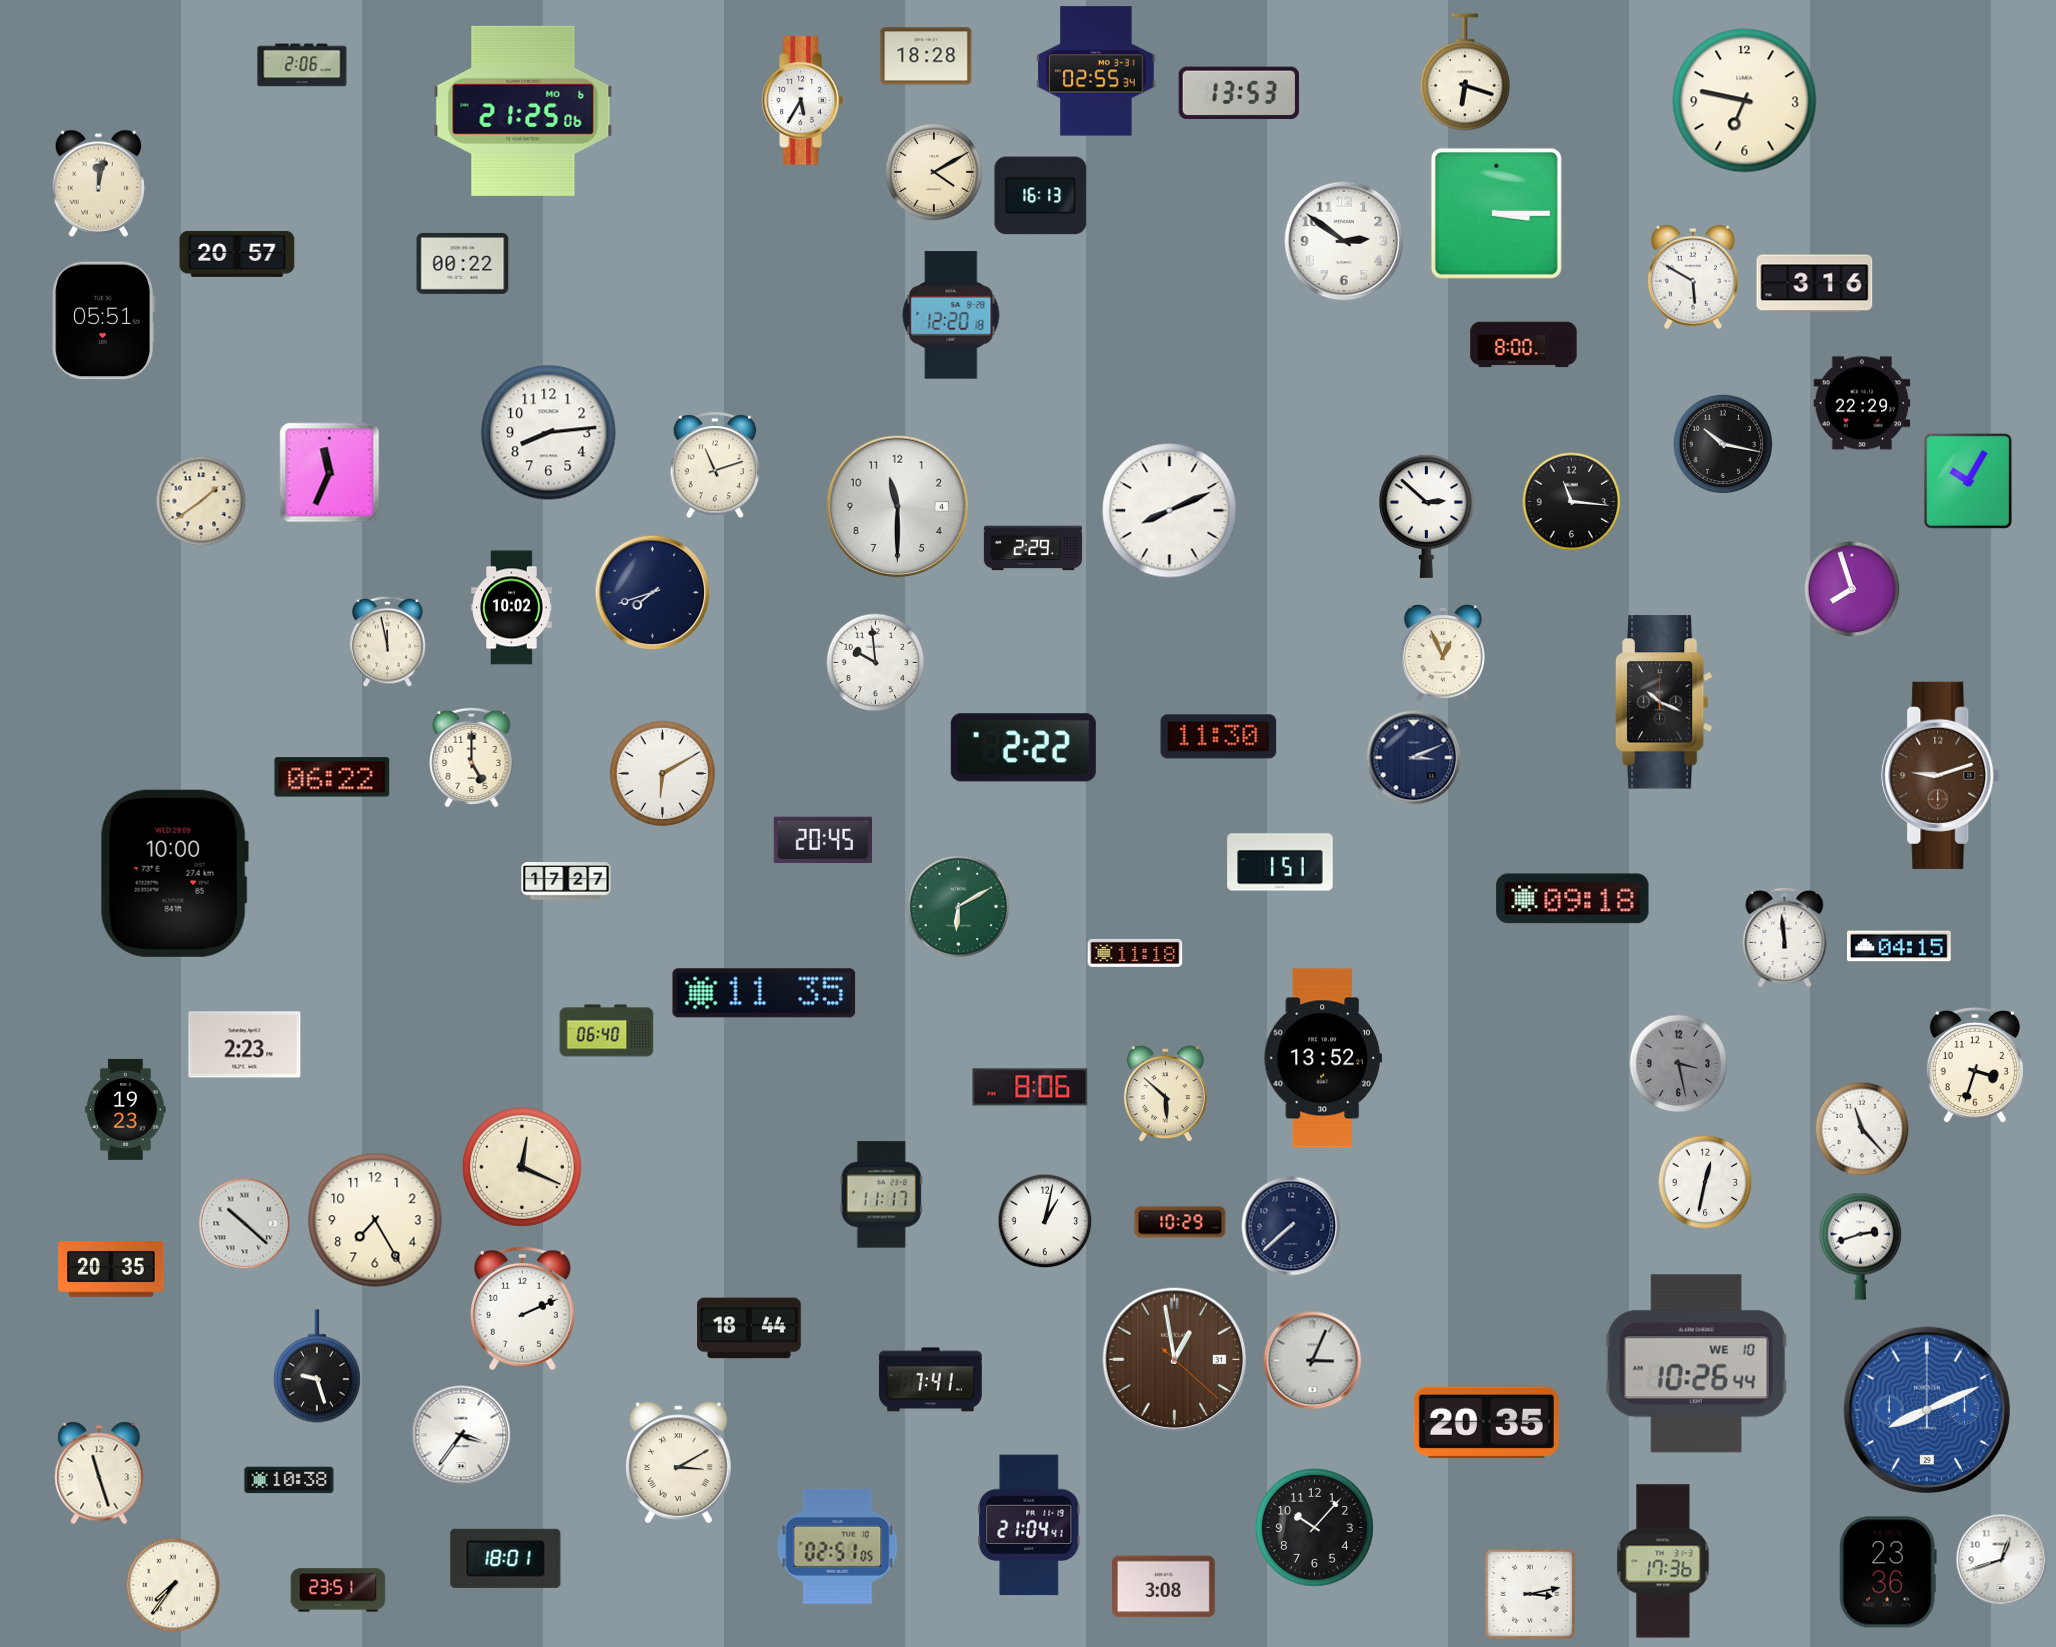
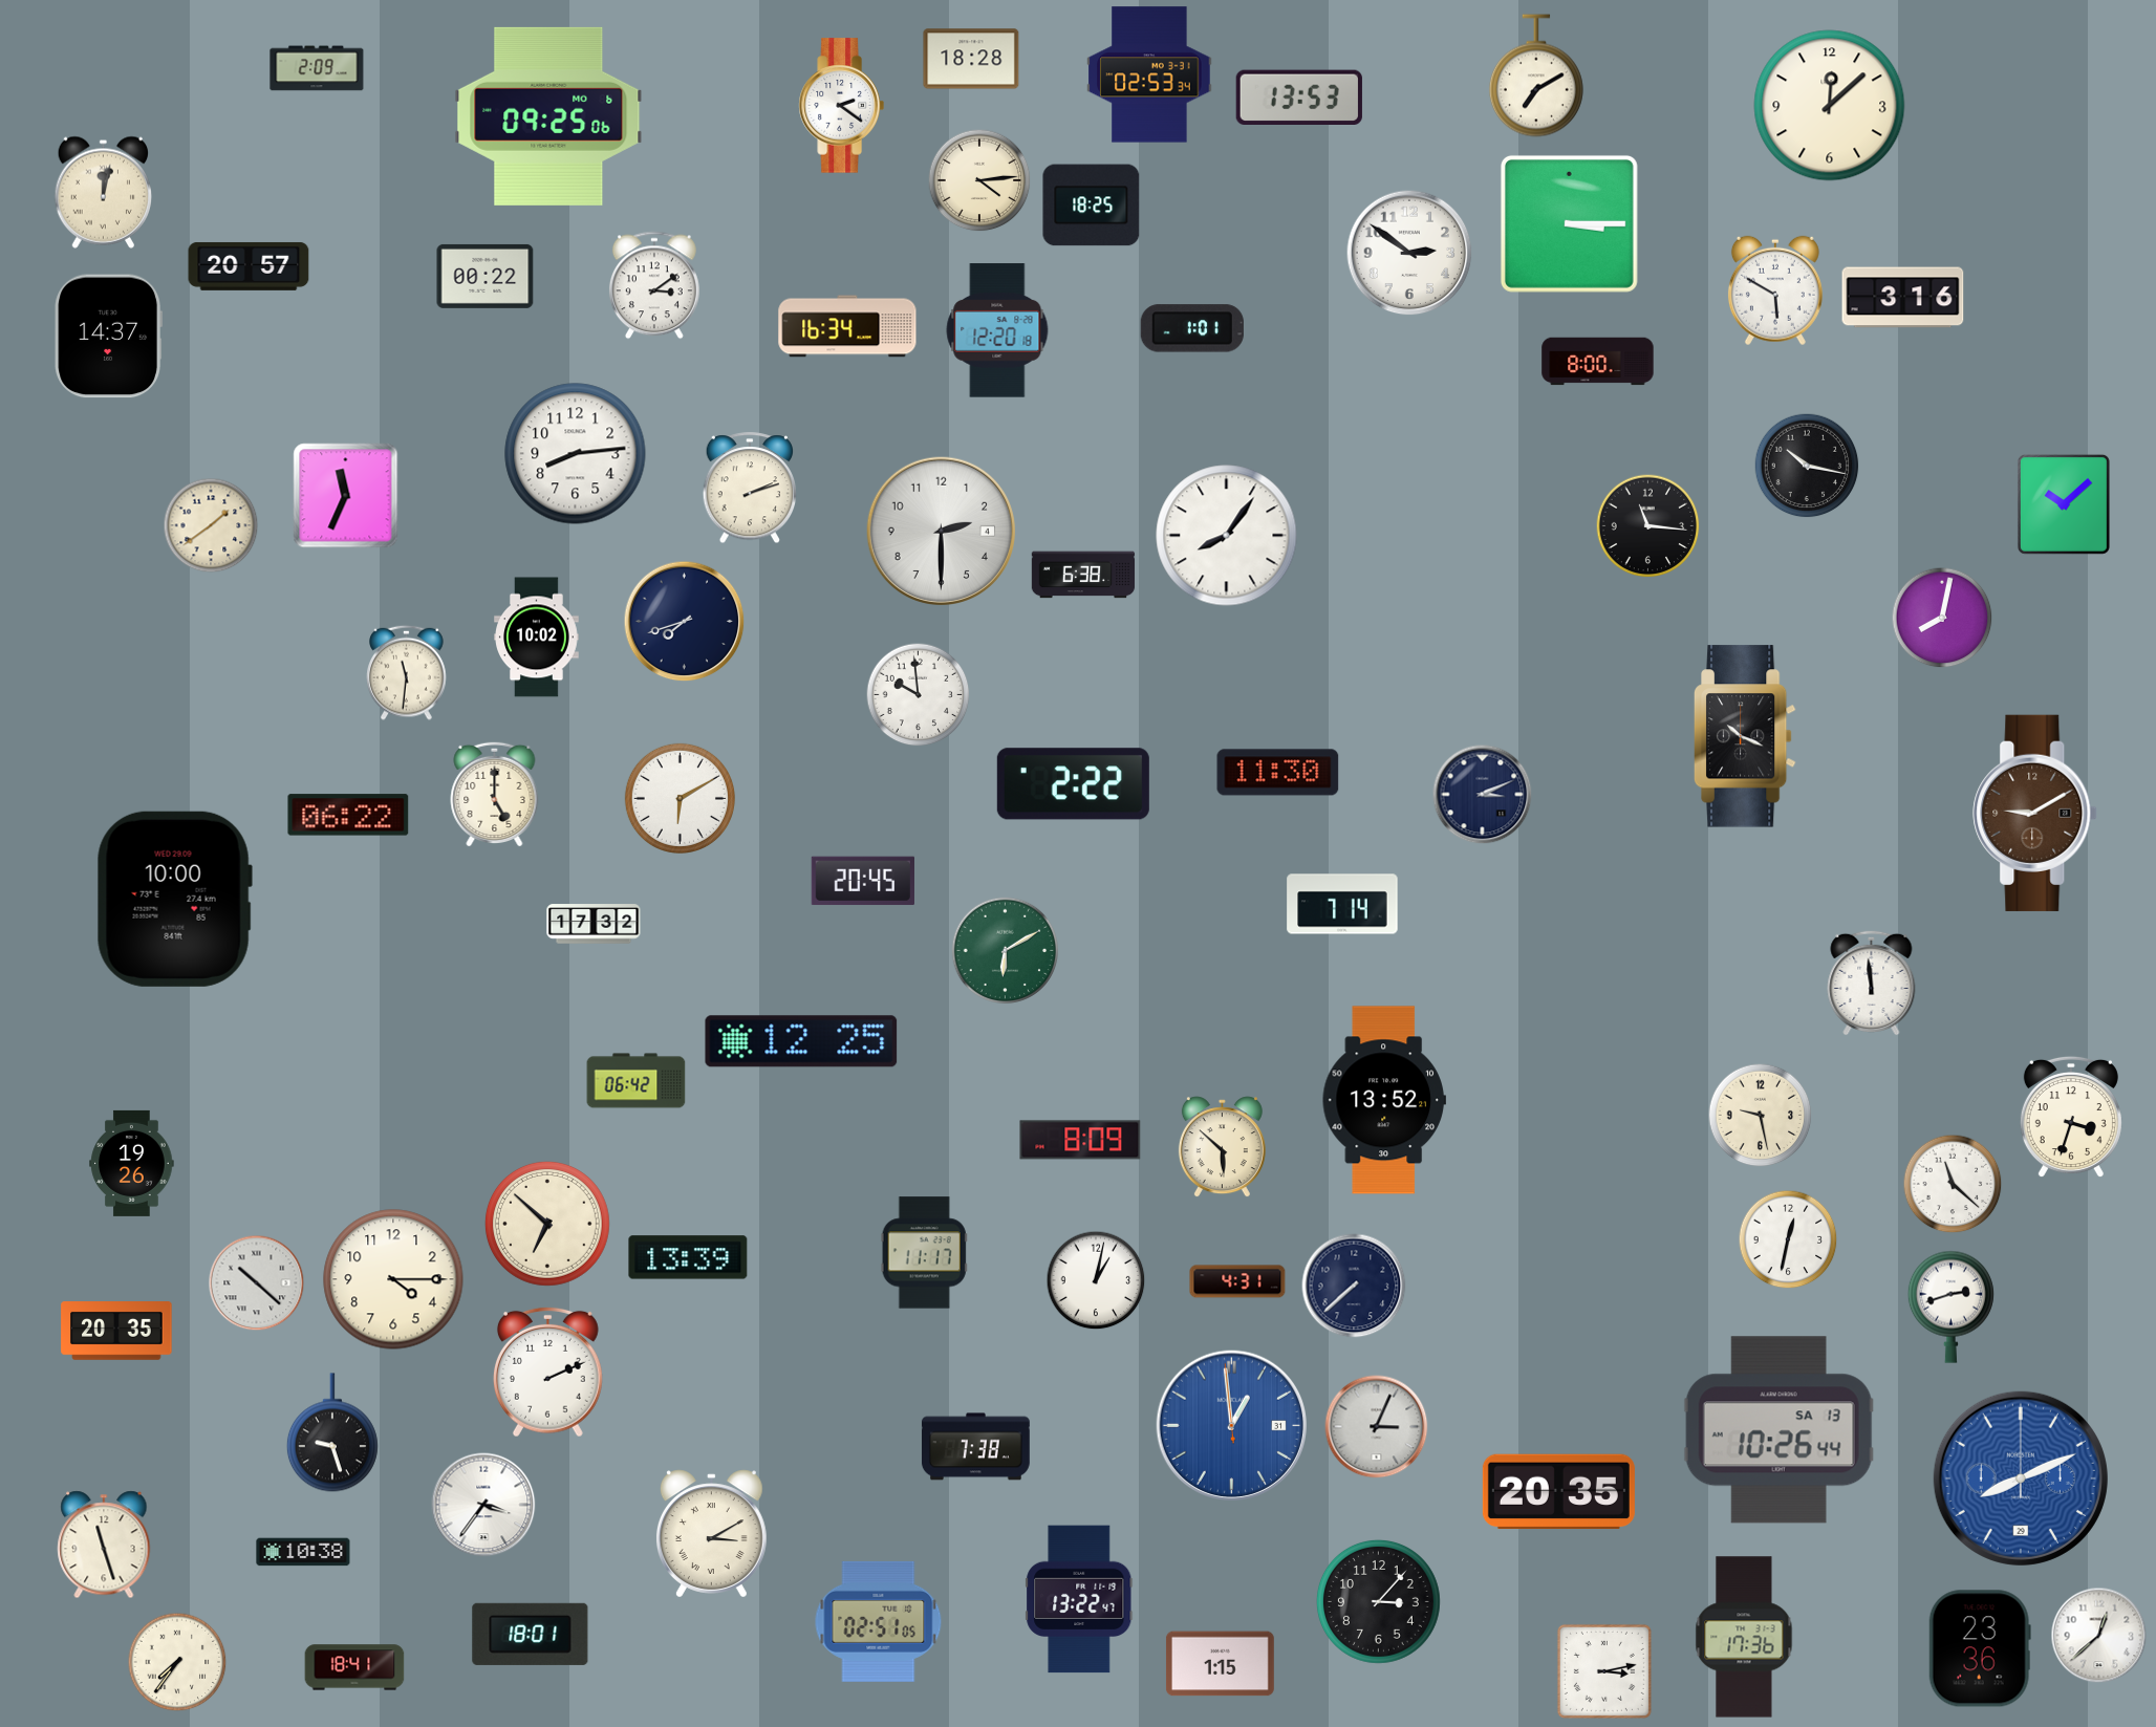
clock at (302, 65): 2:06 -> 2:09
clock at (1096, 71): 02:55 -> 02:53
clock at (1465, 72): 6:18 -> 7:10
clock at (802, 101): 5:35 -> 2:21
clock at (1745, 101): 6:47 -> 12:08
clock at (523, 111): 21:25 -> 09:25
clock at (934, 172): 4:10 -> 4:14
clock at (1041, 196): 16:13 -> 18:25
clock at (654, 285): none -> 3:09
clock at (847, 326): none -> 16:34
clock at (1192, 328): none -> 1:01
clock at (103, 321): 05:51 -> 14:37
clock at (1862, 403): 22:29 -> none
clock at (715, 466): 11:12 -> 2:12
clock at (1968, 481): 10:05 -> 10:08
clock at (897, 506): 11:30 -> 2:30
clock at (1170, 511): 8:11 -> 8:06
clock at (1427, 516): 2:52 -> none
clock at (1033, 548): 2:29 -> 6:38
clock at (1852, 589): 7:57 -> 8:02
clock at (388, 641): 11:58 -> 11:31
clock at (1443, 653): 12:56 -> none
clock at (662, 773) position: (662, 773) -> (680, 798)
clock at (1941, 775): 9:12 -> 9:10
clock at (1280, 862): 1:51 -> 7:14
clock at (174, 873) position: (174, 873) -> (174, 899)
clock at (566, 881): 17:27 -> 17:32
clock at (1573, 899): 09:18 -> none
clock at (1899, 946): 04:15 -> none
clock at (1135, 953): 11:18 -> none
clock at (764, 993): 11:35 -> 12:25
clock at (607, 1031): 06:40 -> 06:42
clock at (245, 1045): 2:23 -> none
clock at (1323, 1058) position: (1323, 1058) -> (1384, 1100)
clock at (1679, 1064): 3:28 -> 9:28
clock at (1679, 1064) dial: grey -> cream
clock at (1030, 1087): 8:06 -> 8:09
clock at (126, 1109): 19:23 -> 19:26
clock at (1862, 1129): 11:23 -> 11:22
clock at (522, 1167): 12:19 -> 6:52
clock at (688, 1257): none -> 13:39
clock at (375, 1220): 7:25 -> 4:15
clock at (1180, 1222): 10:29 -> 4:31
clock at (749, 1328): 18:44 -> none
clock at (1174, 1359): 12:58:22 -> 12:58:59
clock at (1174, 1359) dial: brown -> blue
clock at (1696, 1364) date: WE 10 -> SA 13
clock at (930, 1380): 7:41 -> 7:38
clock at (1029, 1525): 21:04 -> 13:22
clock at (1314, 1527): 10:07 -> 3:07
clock at (2002, 1560): 12:42 -> 12:38
clock at (173, 1585) position: (173, 1585) -> (177, 1662)
clock at (1163, 1587): 3:08 -> 1:15
clock at (338, 1590): 23:51 -> 18:41
